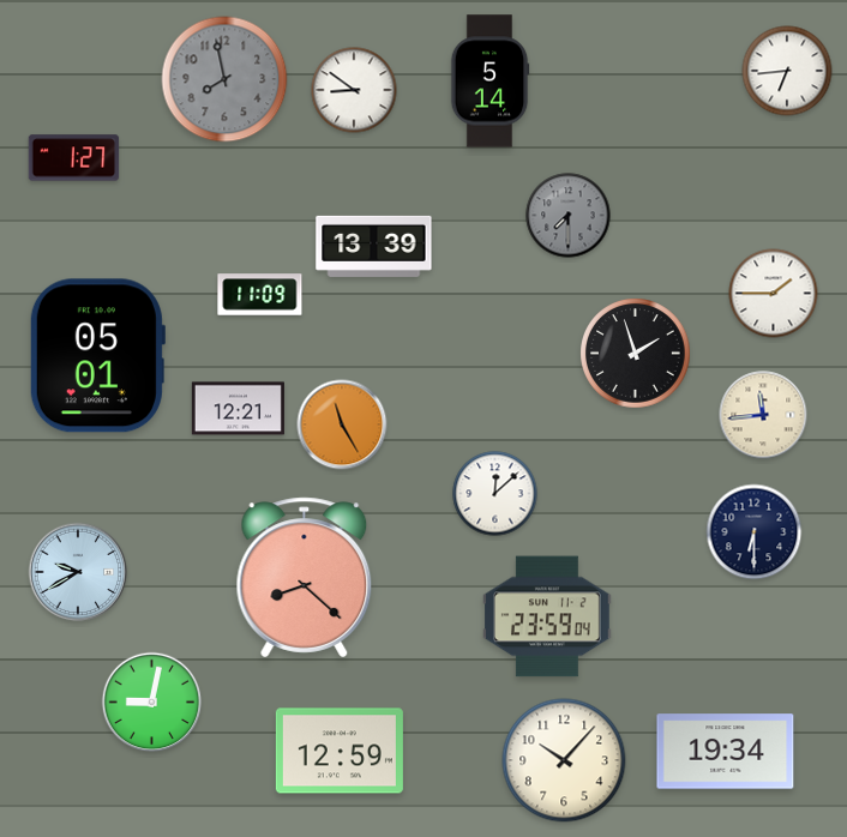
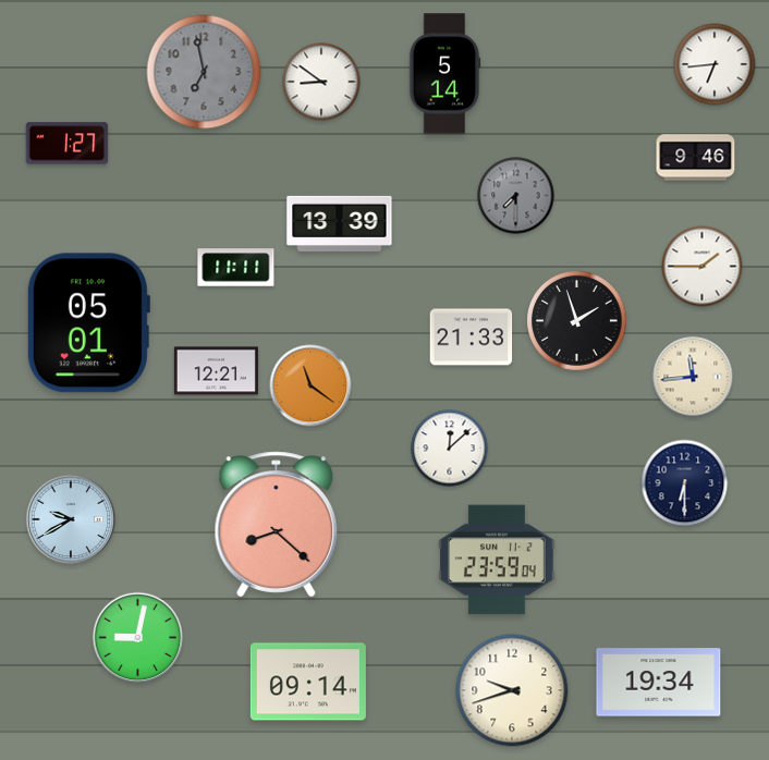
clock at (224, 79): 7:58 -> 6:58
clock at (696, 158): none -> 9:46
clock at (260, 295): 11:09 -> 11:11
clock at (472, 338): none -> 21:33
clock at (342, 424): 11:25 -> 11:21
clock at (340, 751): 12:59 -> 09:14
clock at (564, 760): 10:07 -> 9:42
